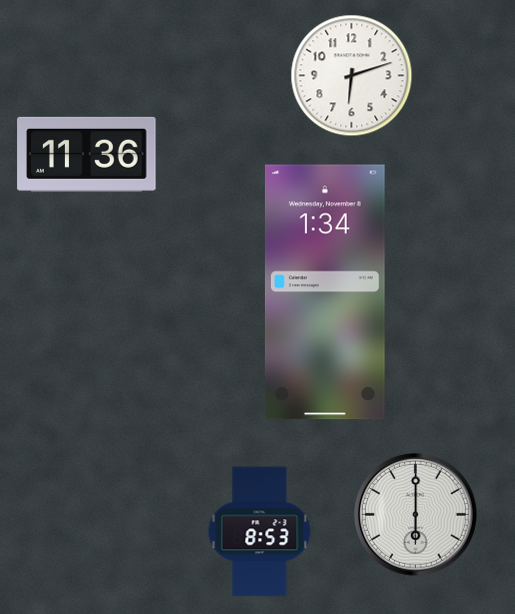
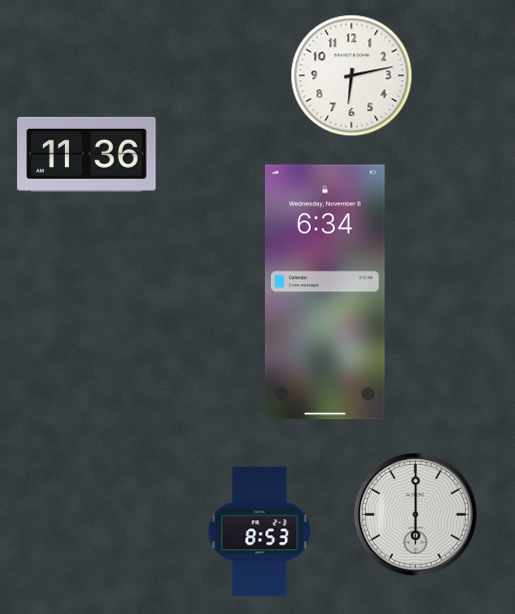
clock at (352, 76): 6:12 -> 6:13
clock at (325, 292): 1:34 -> 6:34
